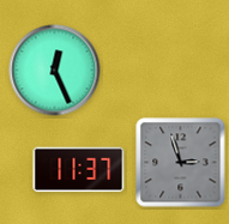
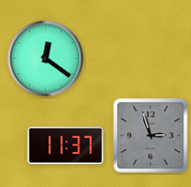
clock at (55, 71): 12:26 -> 12:21
clock at (79, 170) position: (79, 170) -> (66, 146)
